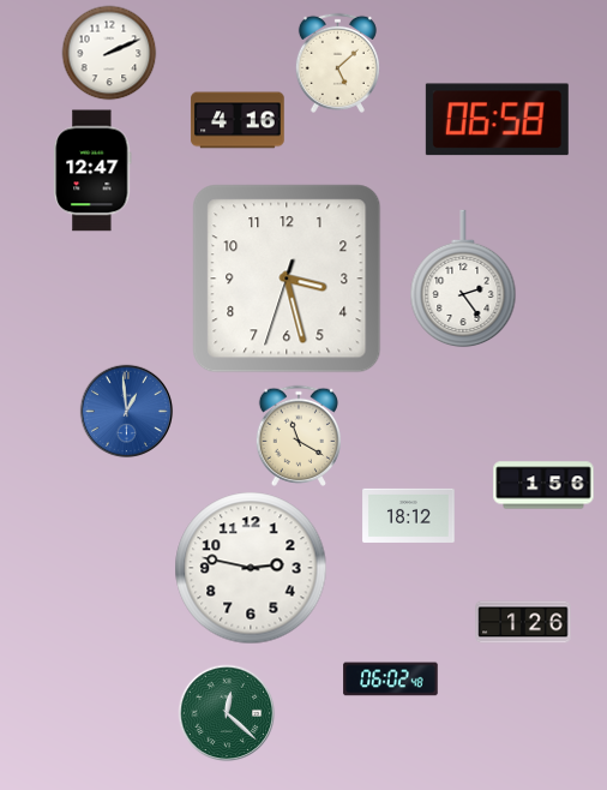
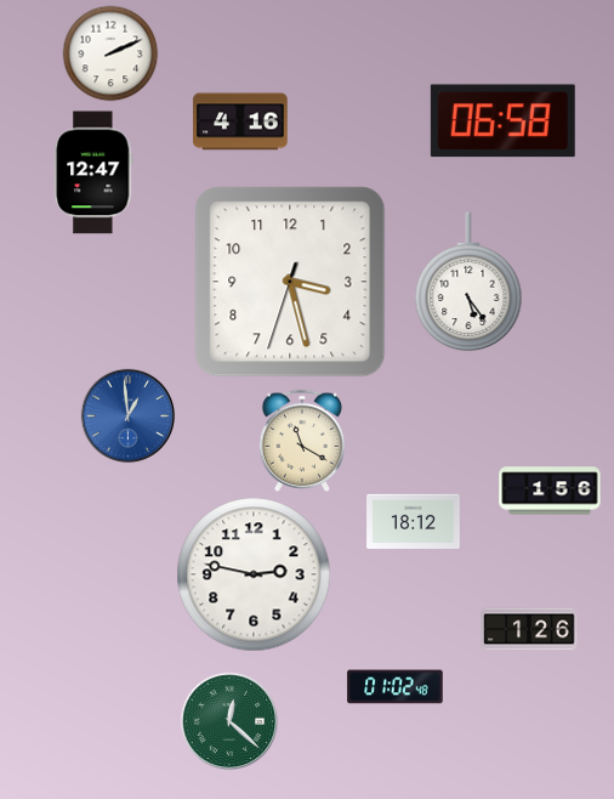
clock at (337, 62): 5:08 -> none
clock at (463, 279): 2:24 -> 5:24
clock at (391, 680): 06:02 -> 01:02
